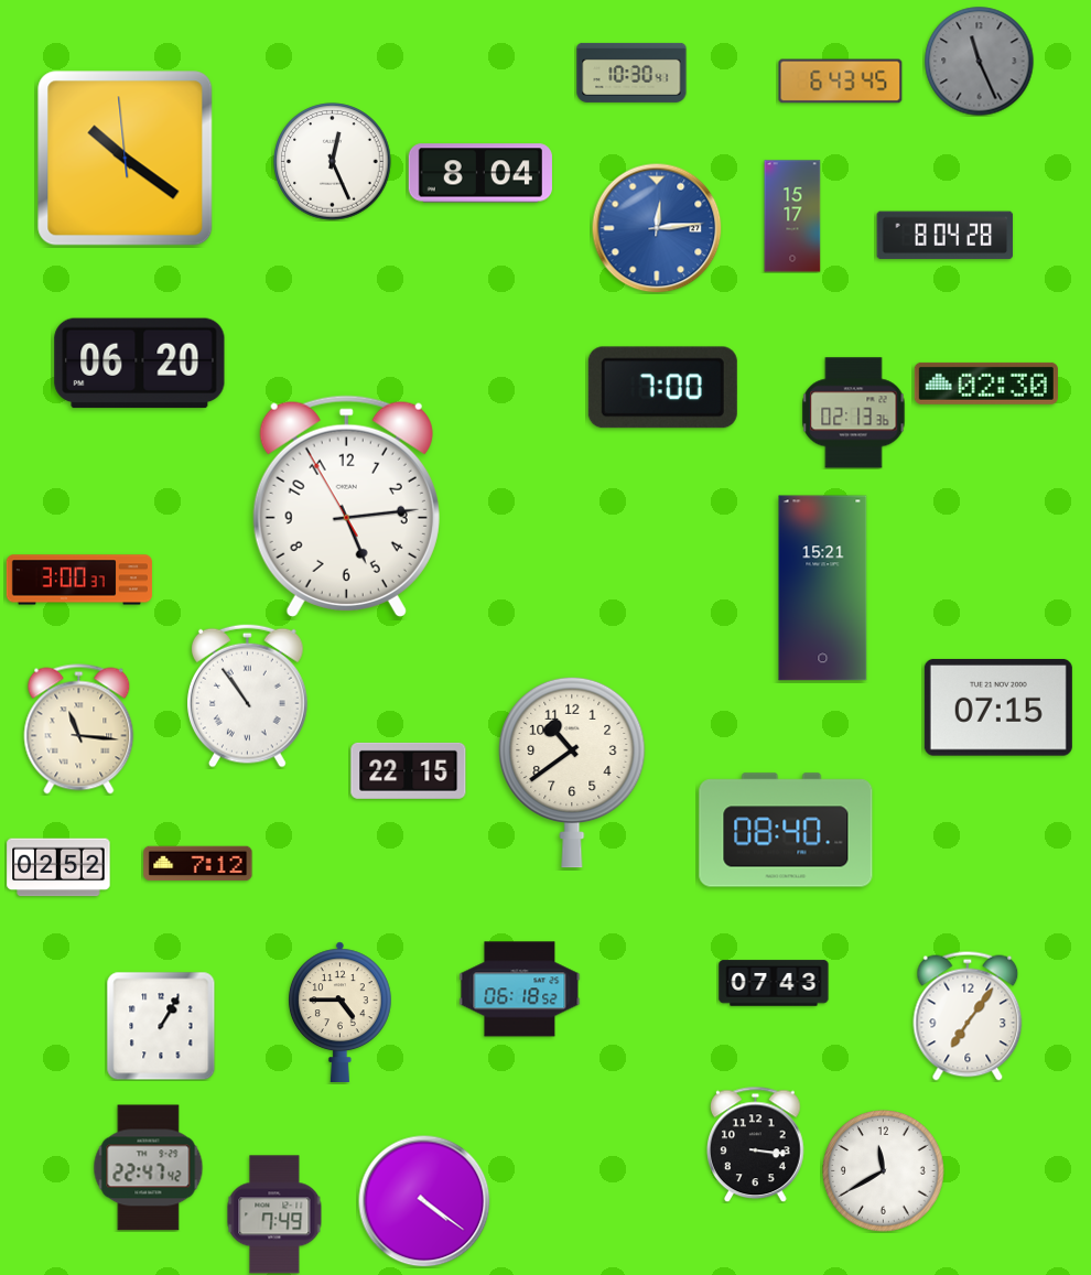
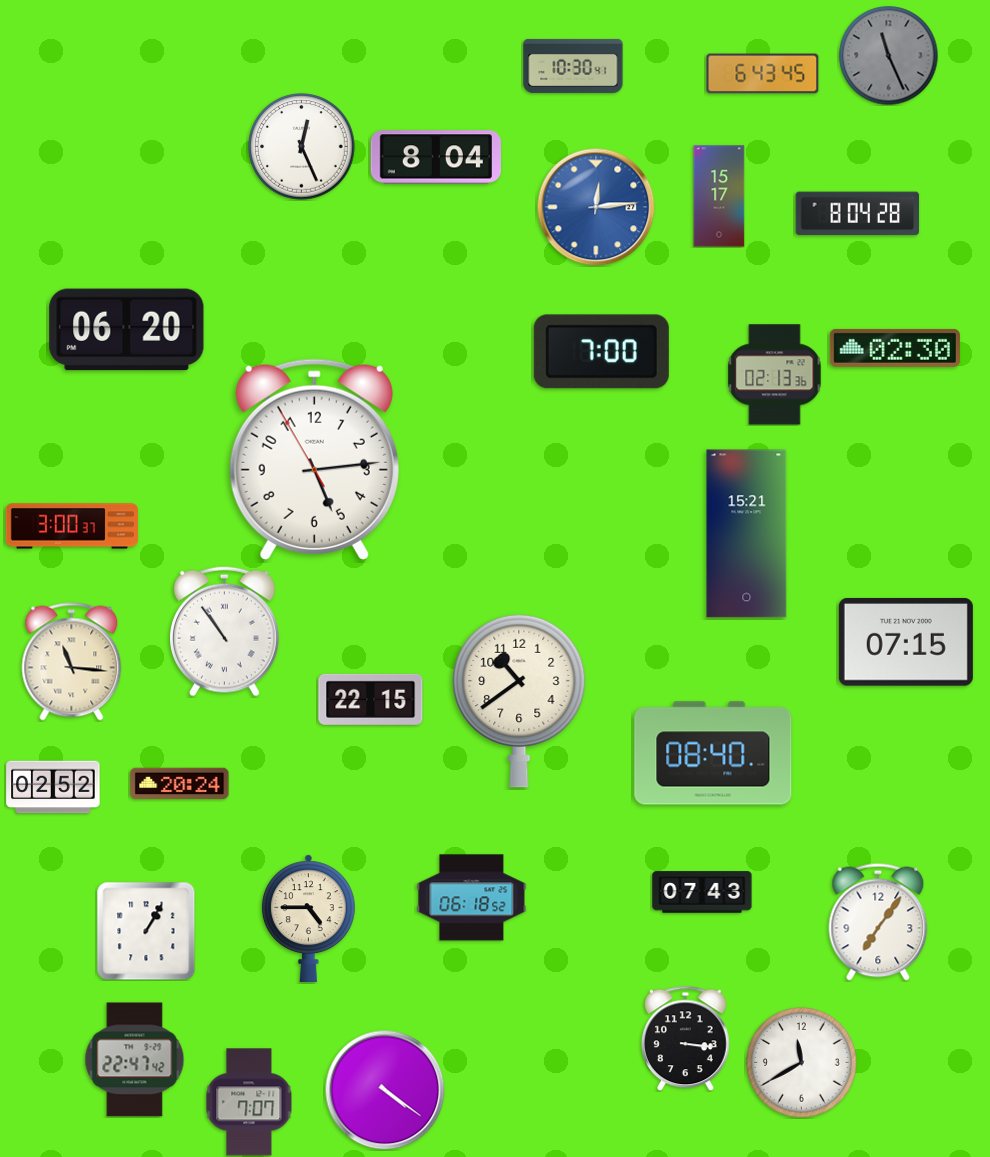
clock at (126, 159): 10:20 -> none
clock at (198, 864): 7:12 -> 20:24
clock at (274, 1214): 7:49 -> 7:07
